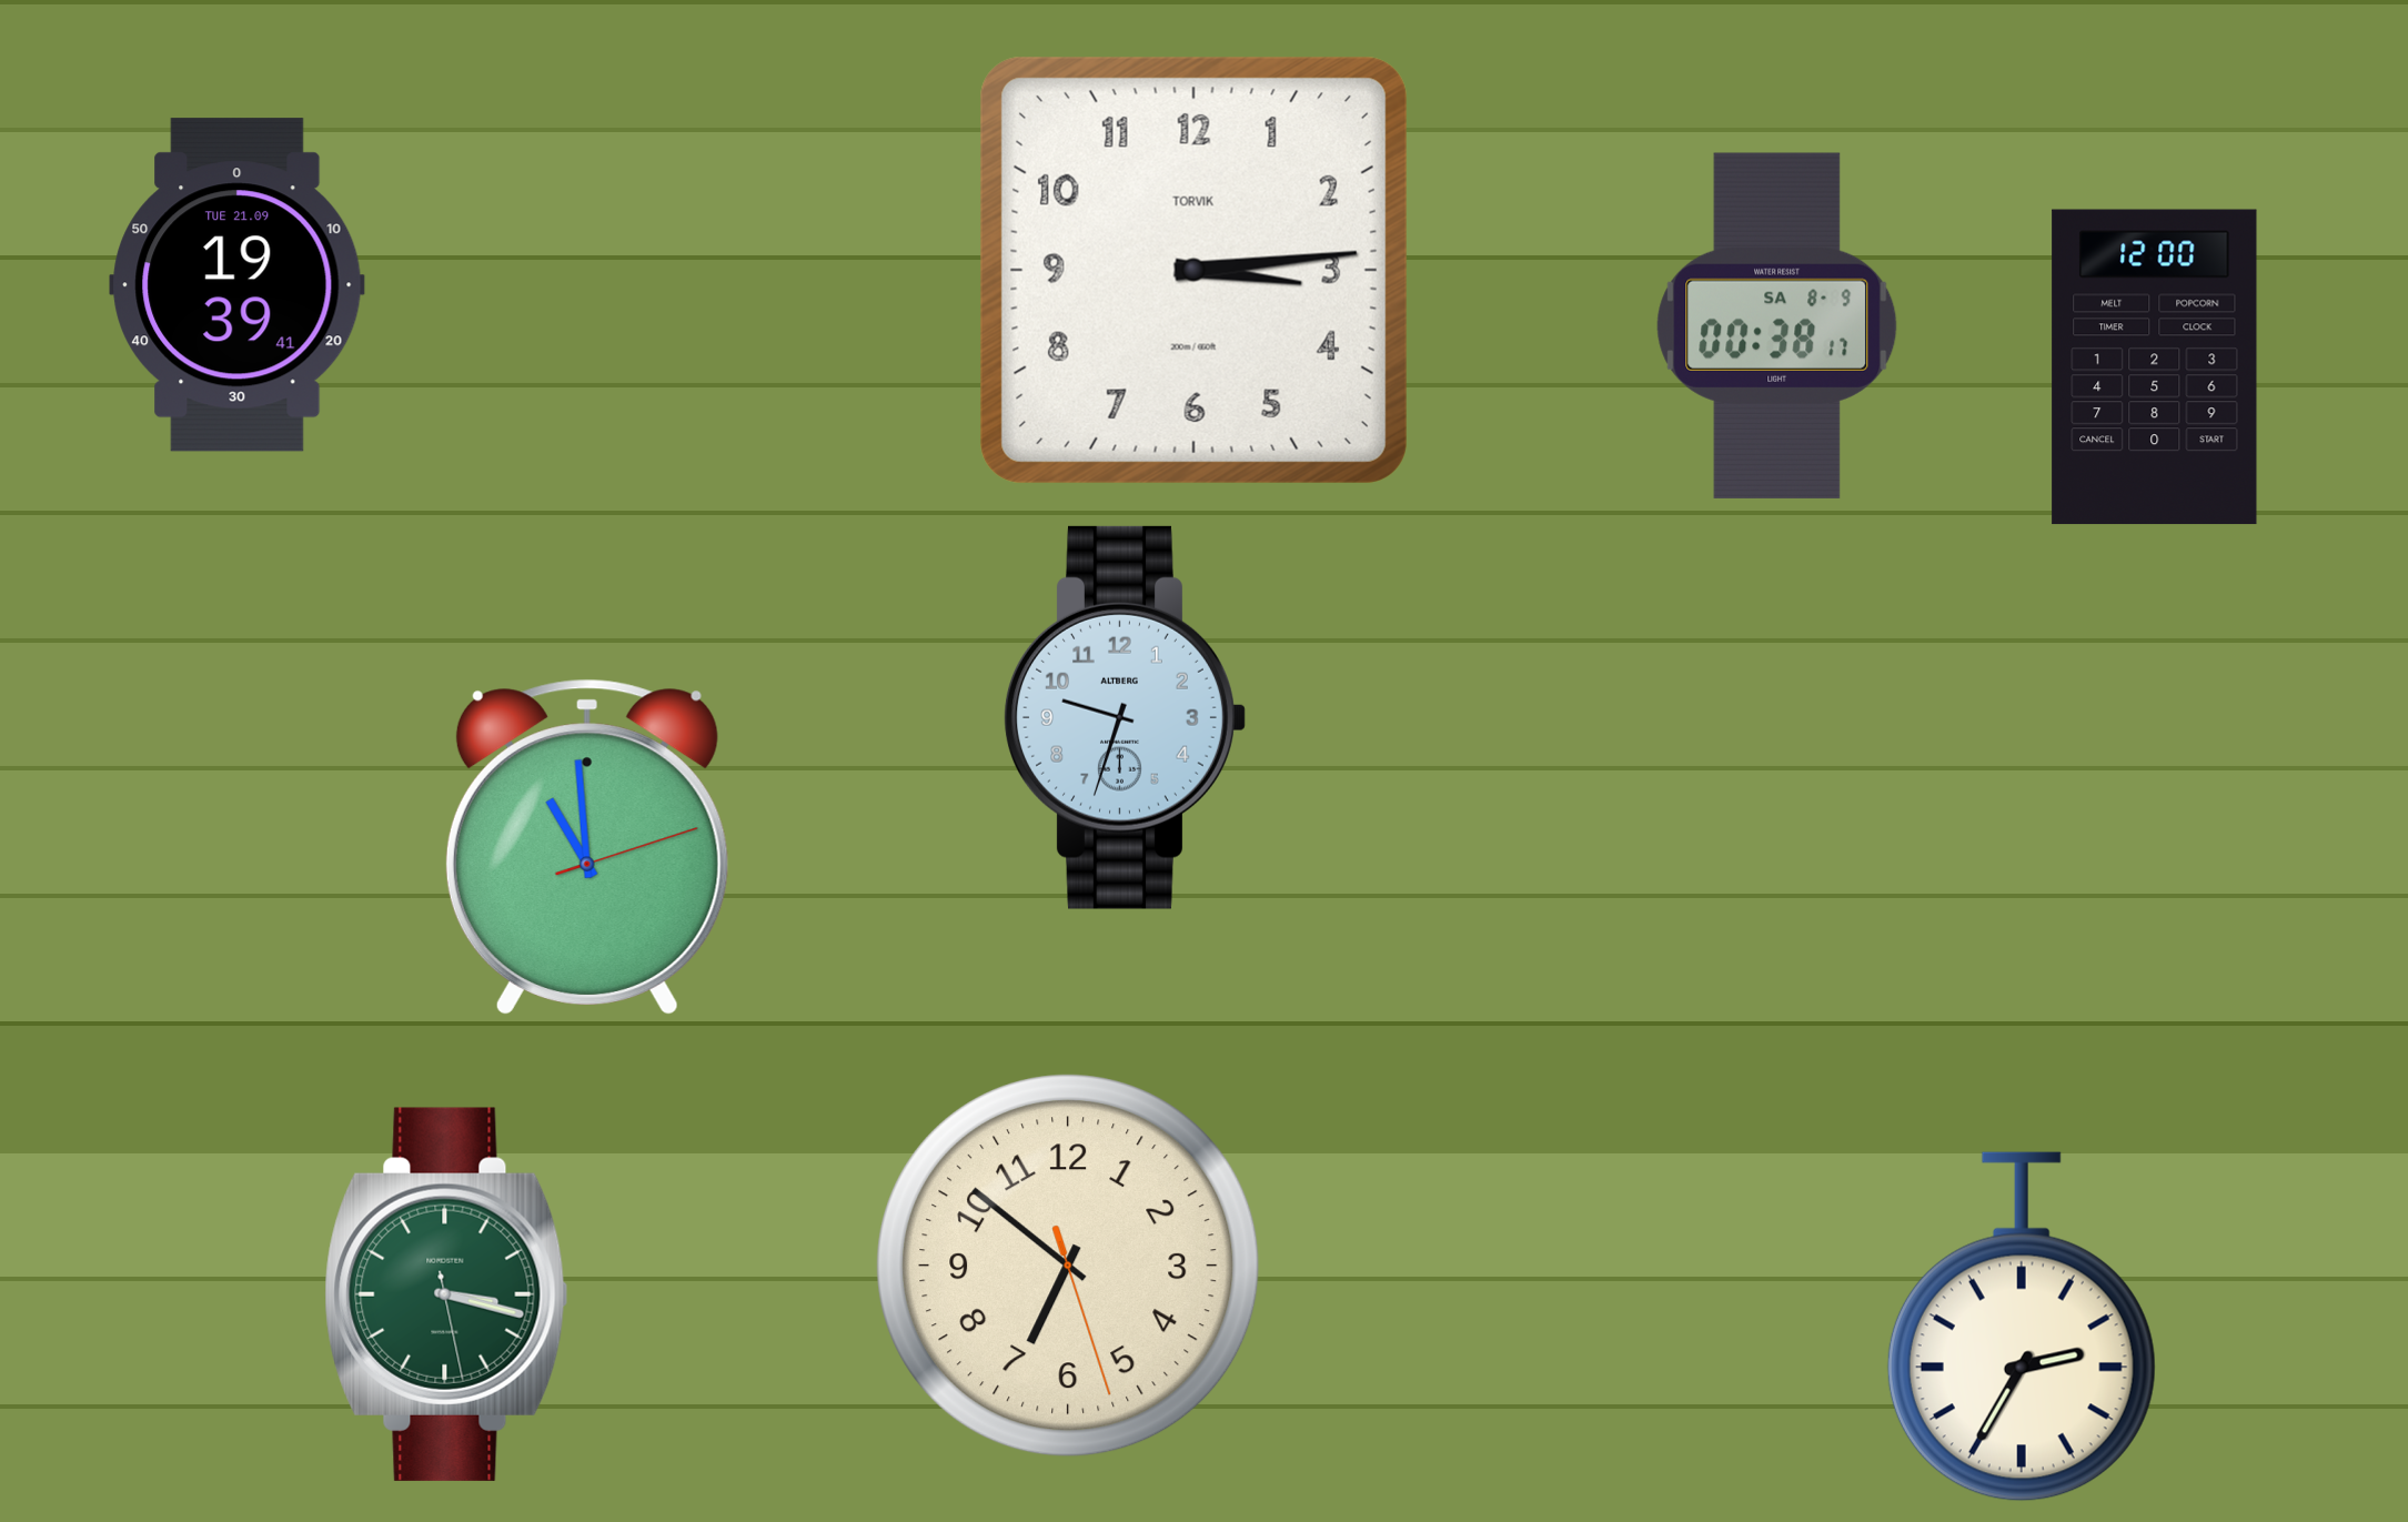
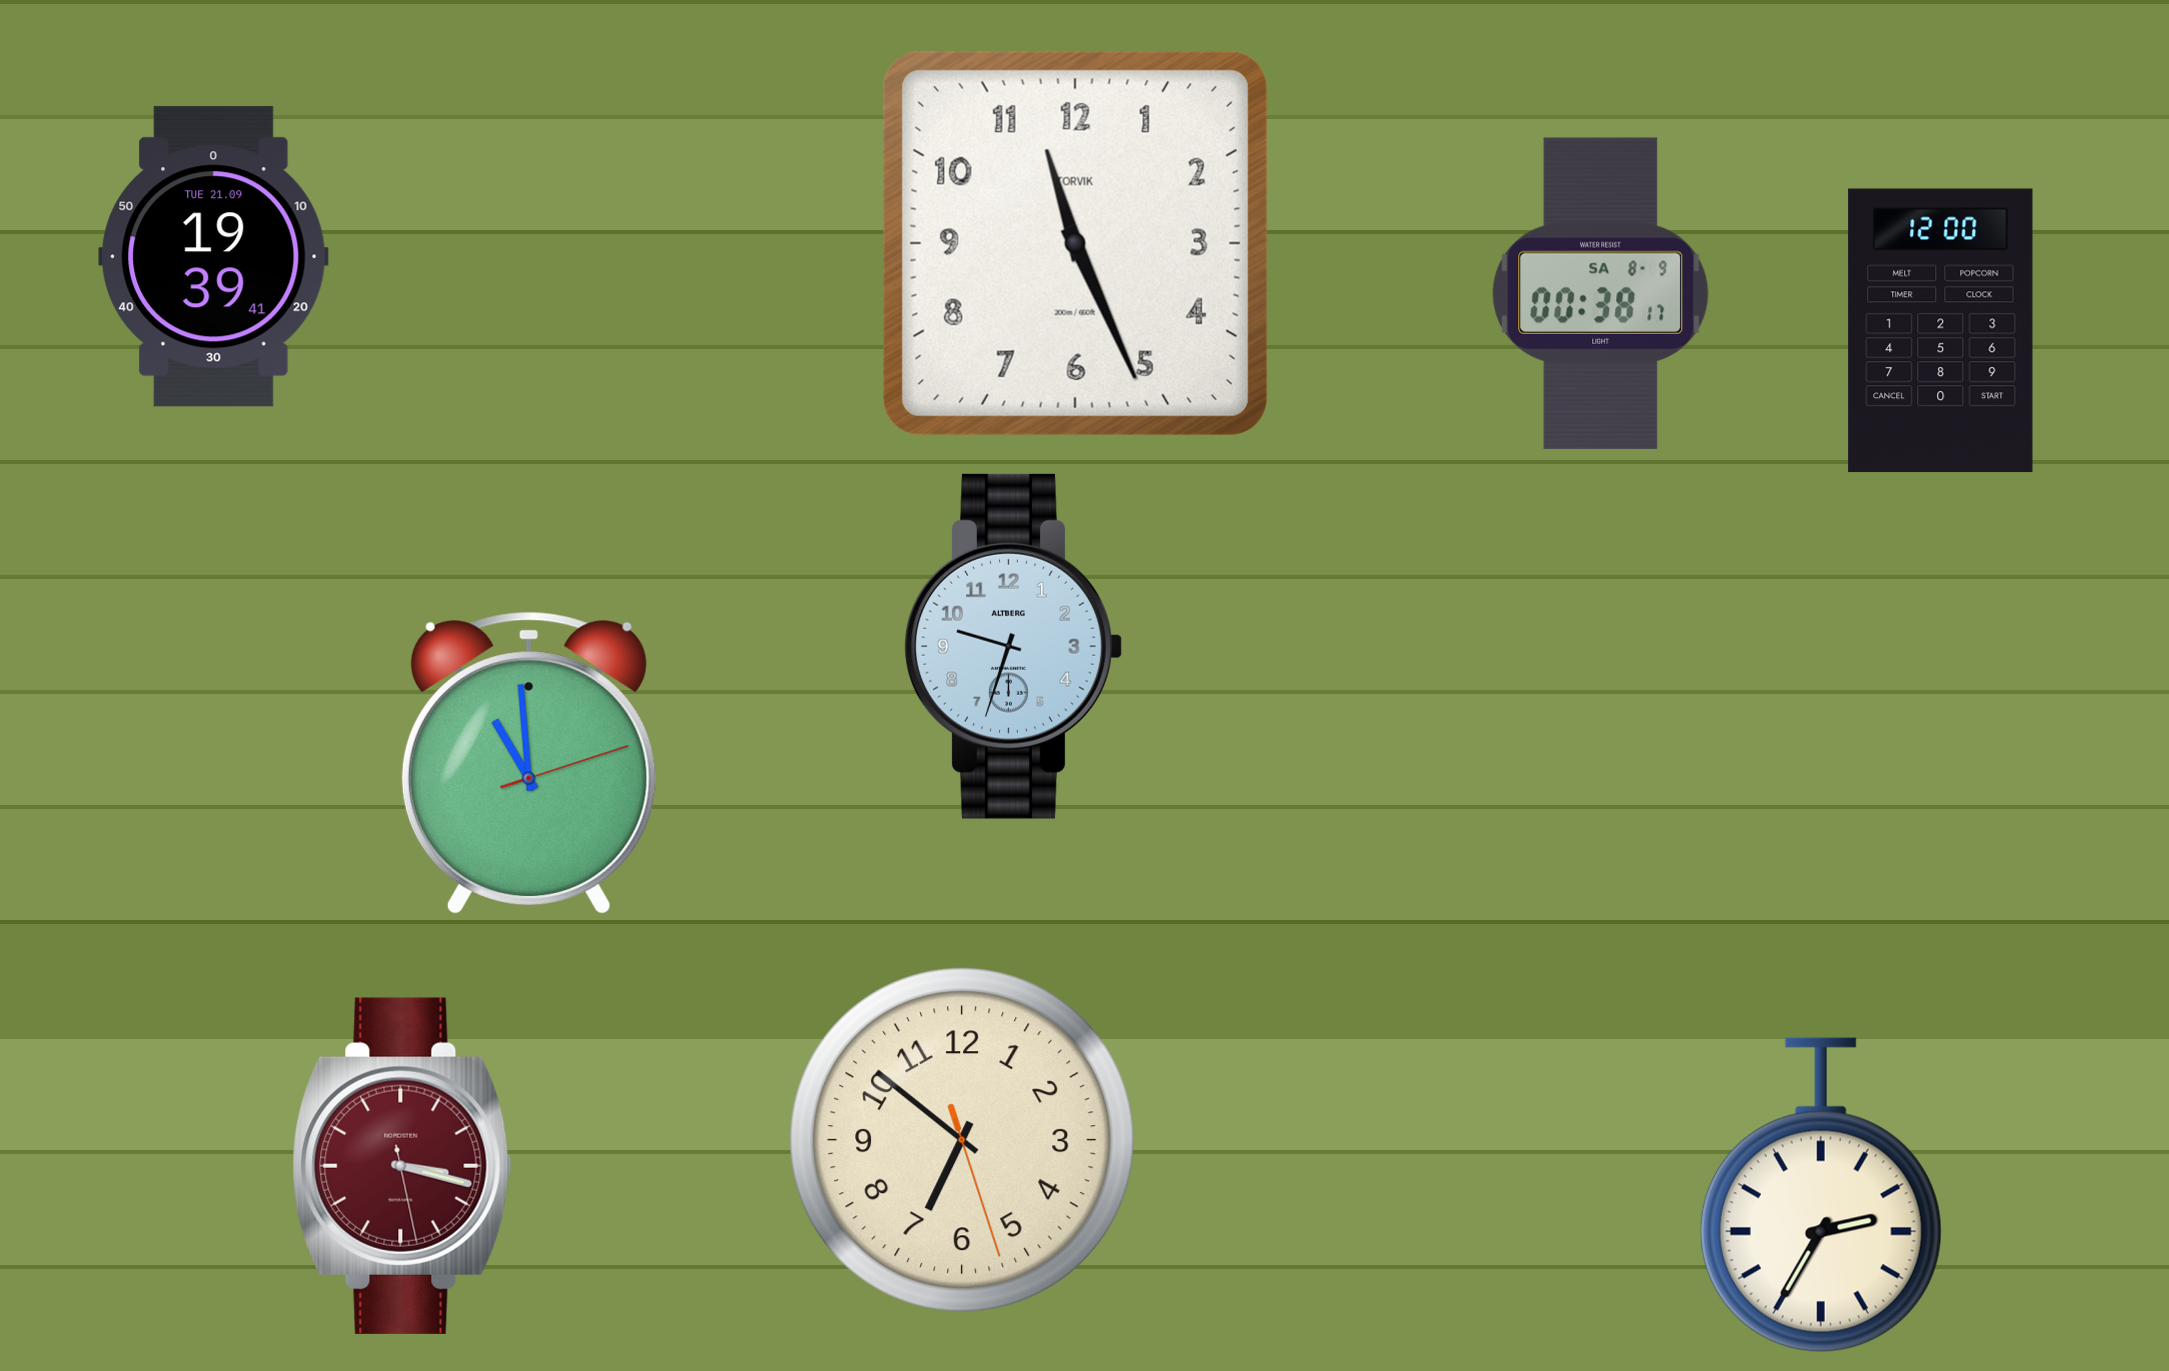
clock at (1193, 270): 3:14 -> 11:26
clock at (446, 1294) dial: green -> burgundy
